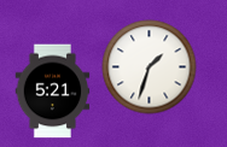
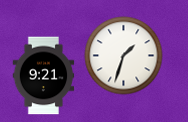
clock at (53, 90): 5:21 -> 9:21
